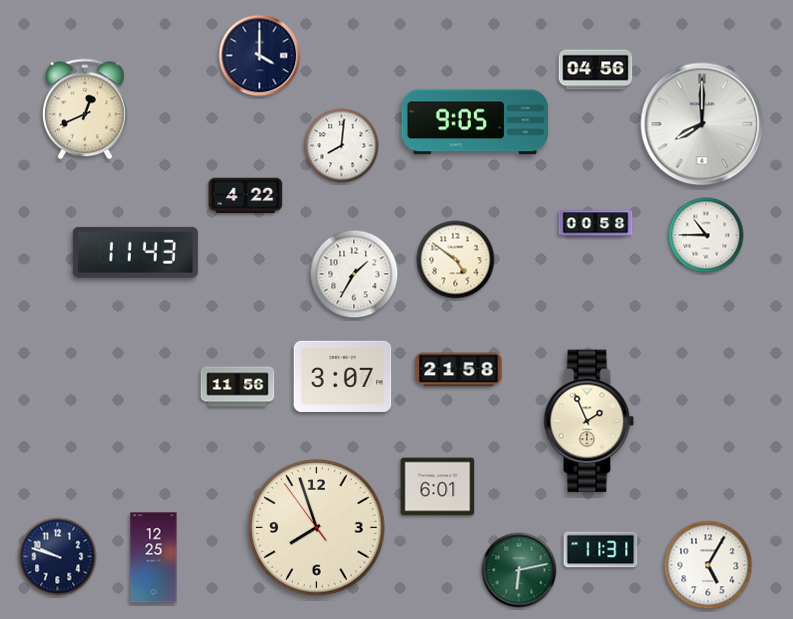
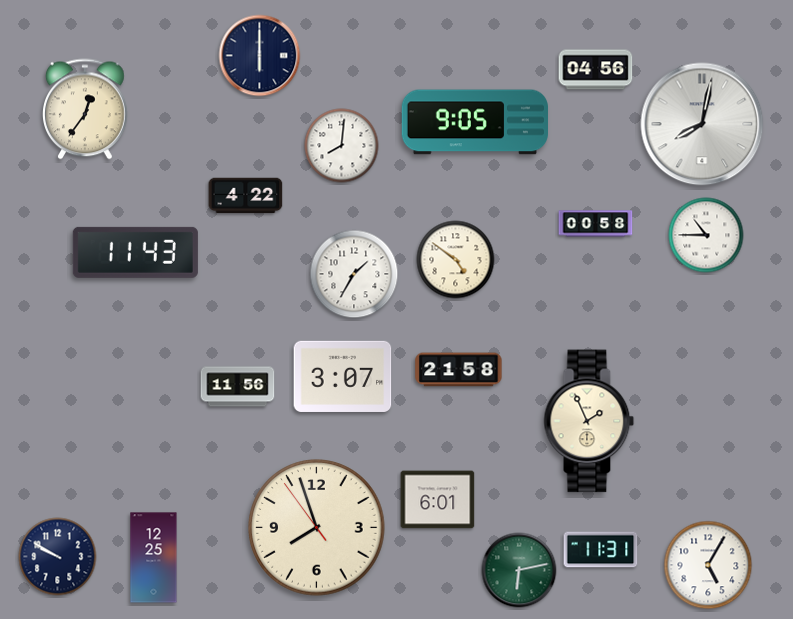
clock at (260, 56): 4:00 -> 6:00
clock at (86, 109): 12:41 -> 12:36
clock at (702, 124): 8:00 -> 8:02
clock at (438, 487) position: (438, 487) -> (438, 500)
clock at (58, 557): 9:48 -> 9:50
